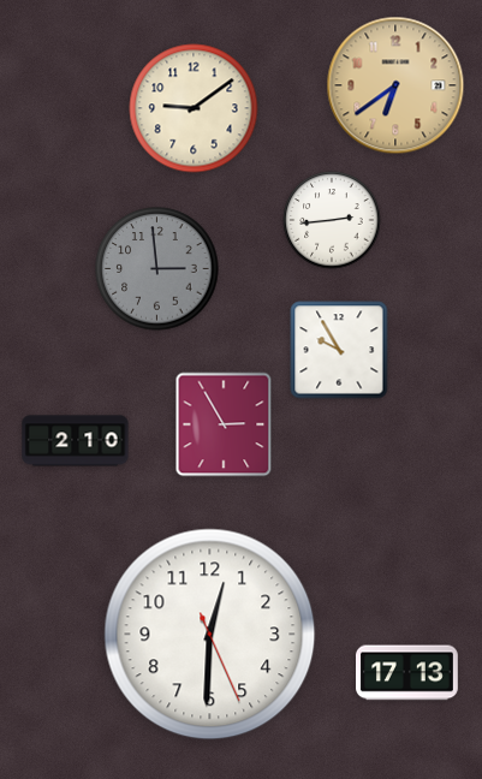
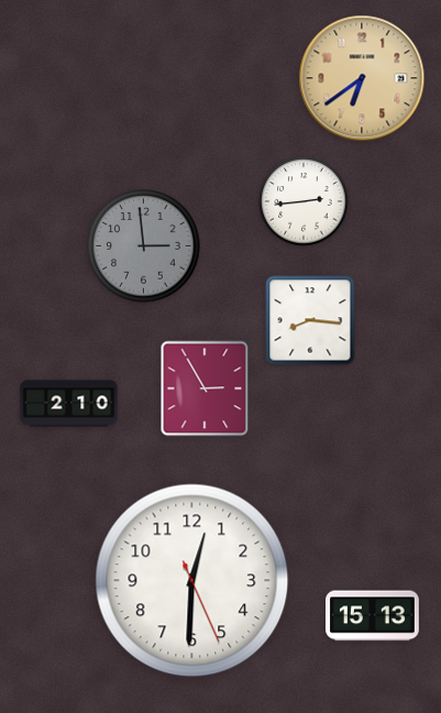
clock at (194, 108): 9:09 -> none
clock at (339, 350): 9:55 -> 8:16
clock at (407, 673): 17:13 -> 15:13
